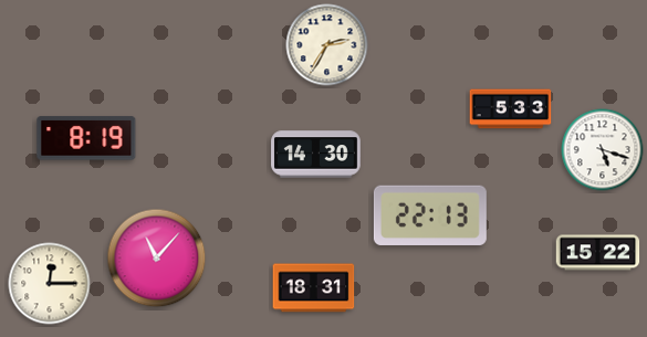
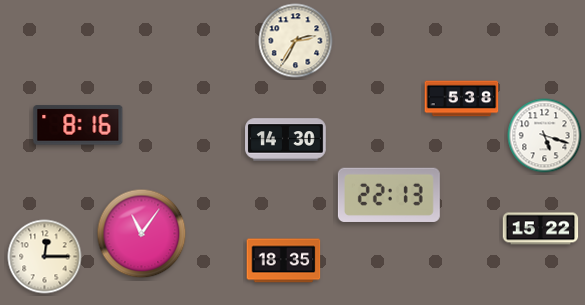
clock at (511, 109): 5:33 -> 5:38
clock at (86, 138): 8:19 -> 8:16
clock at (157, 259): 11:07 -> 11:06
clock at (314, 288): 18:31 -> 18:35
